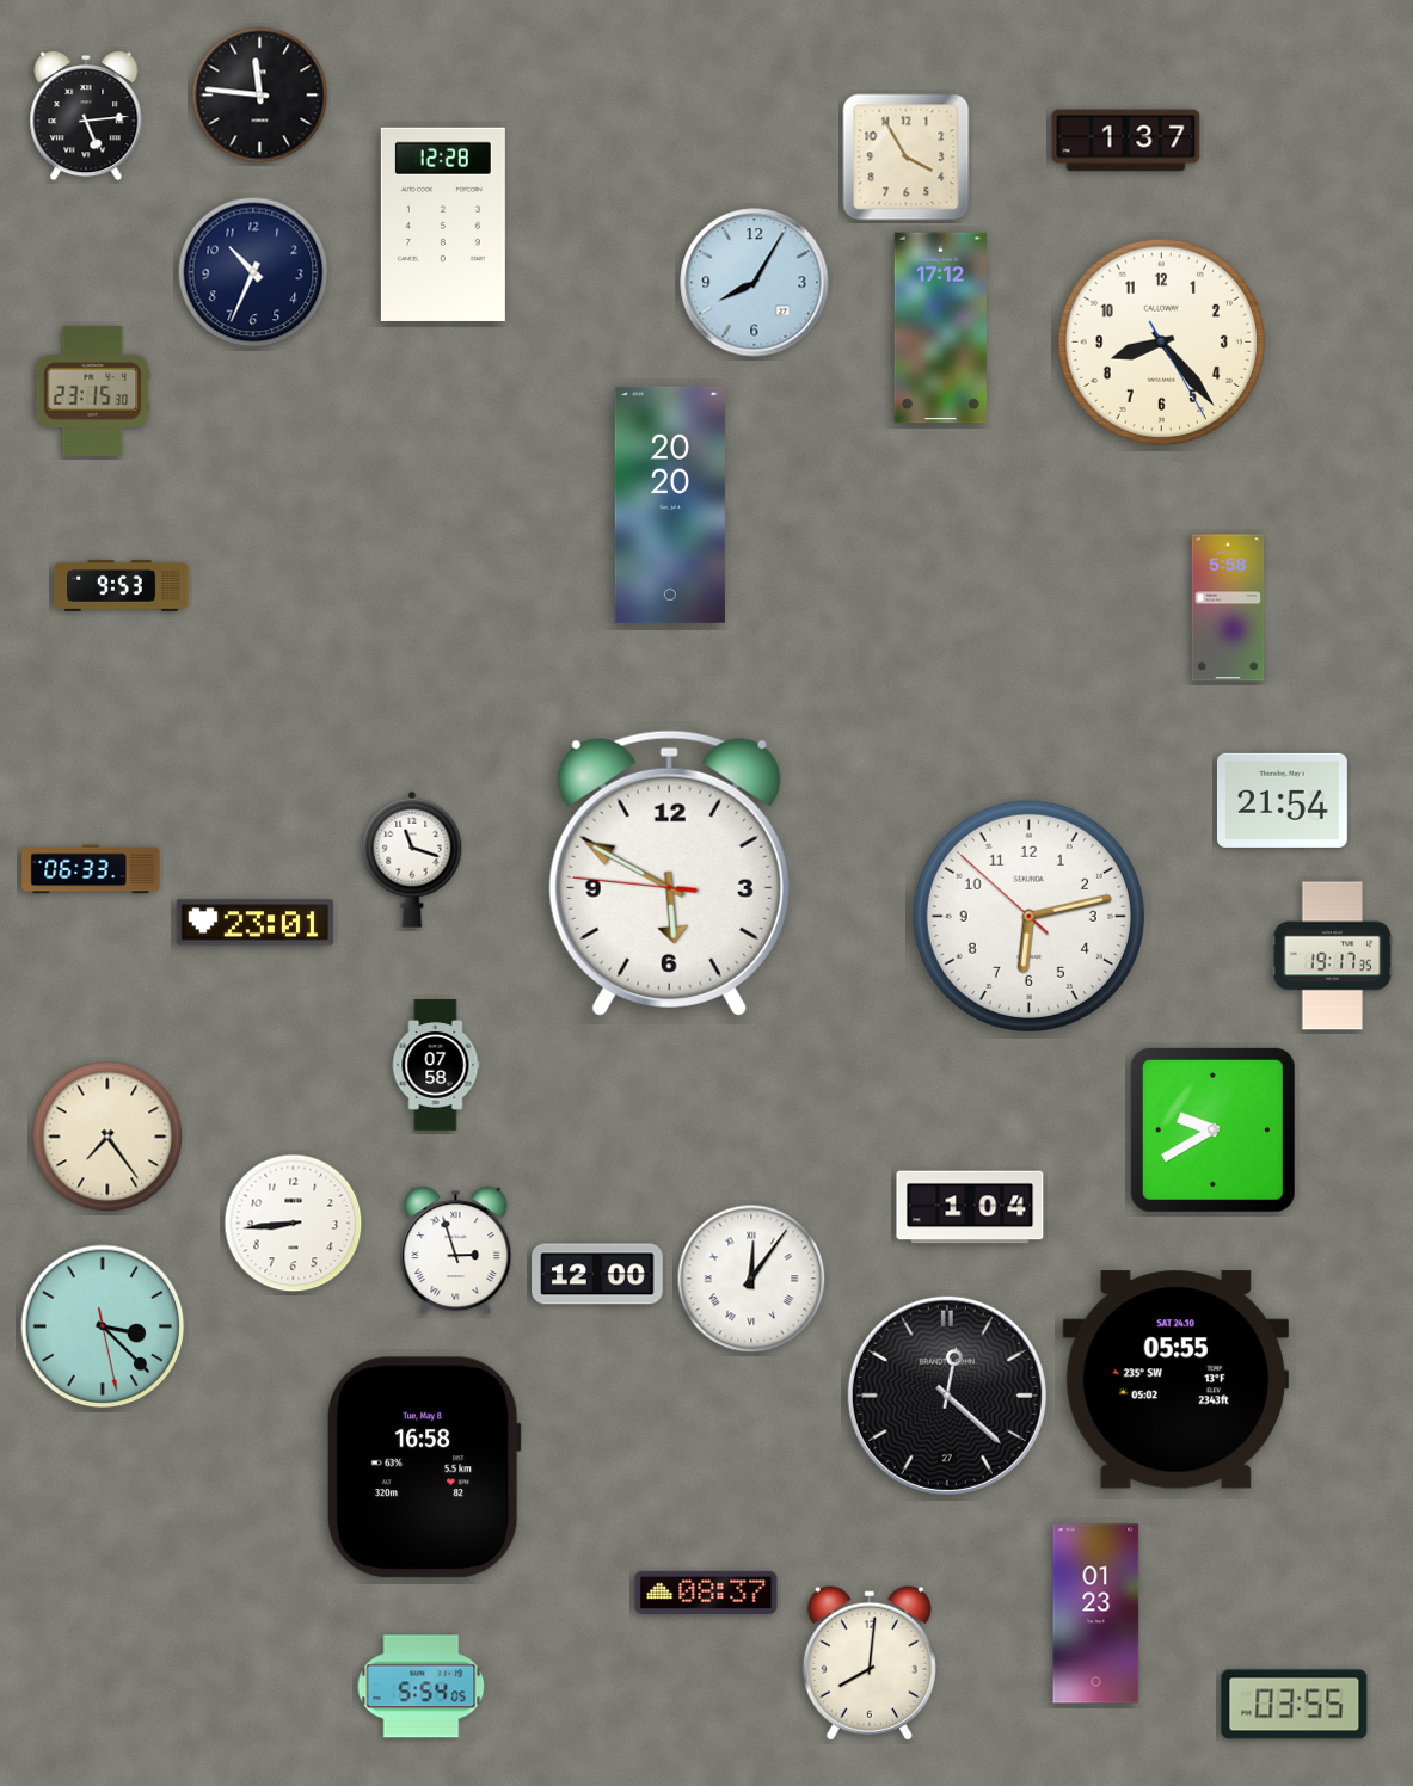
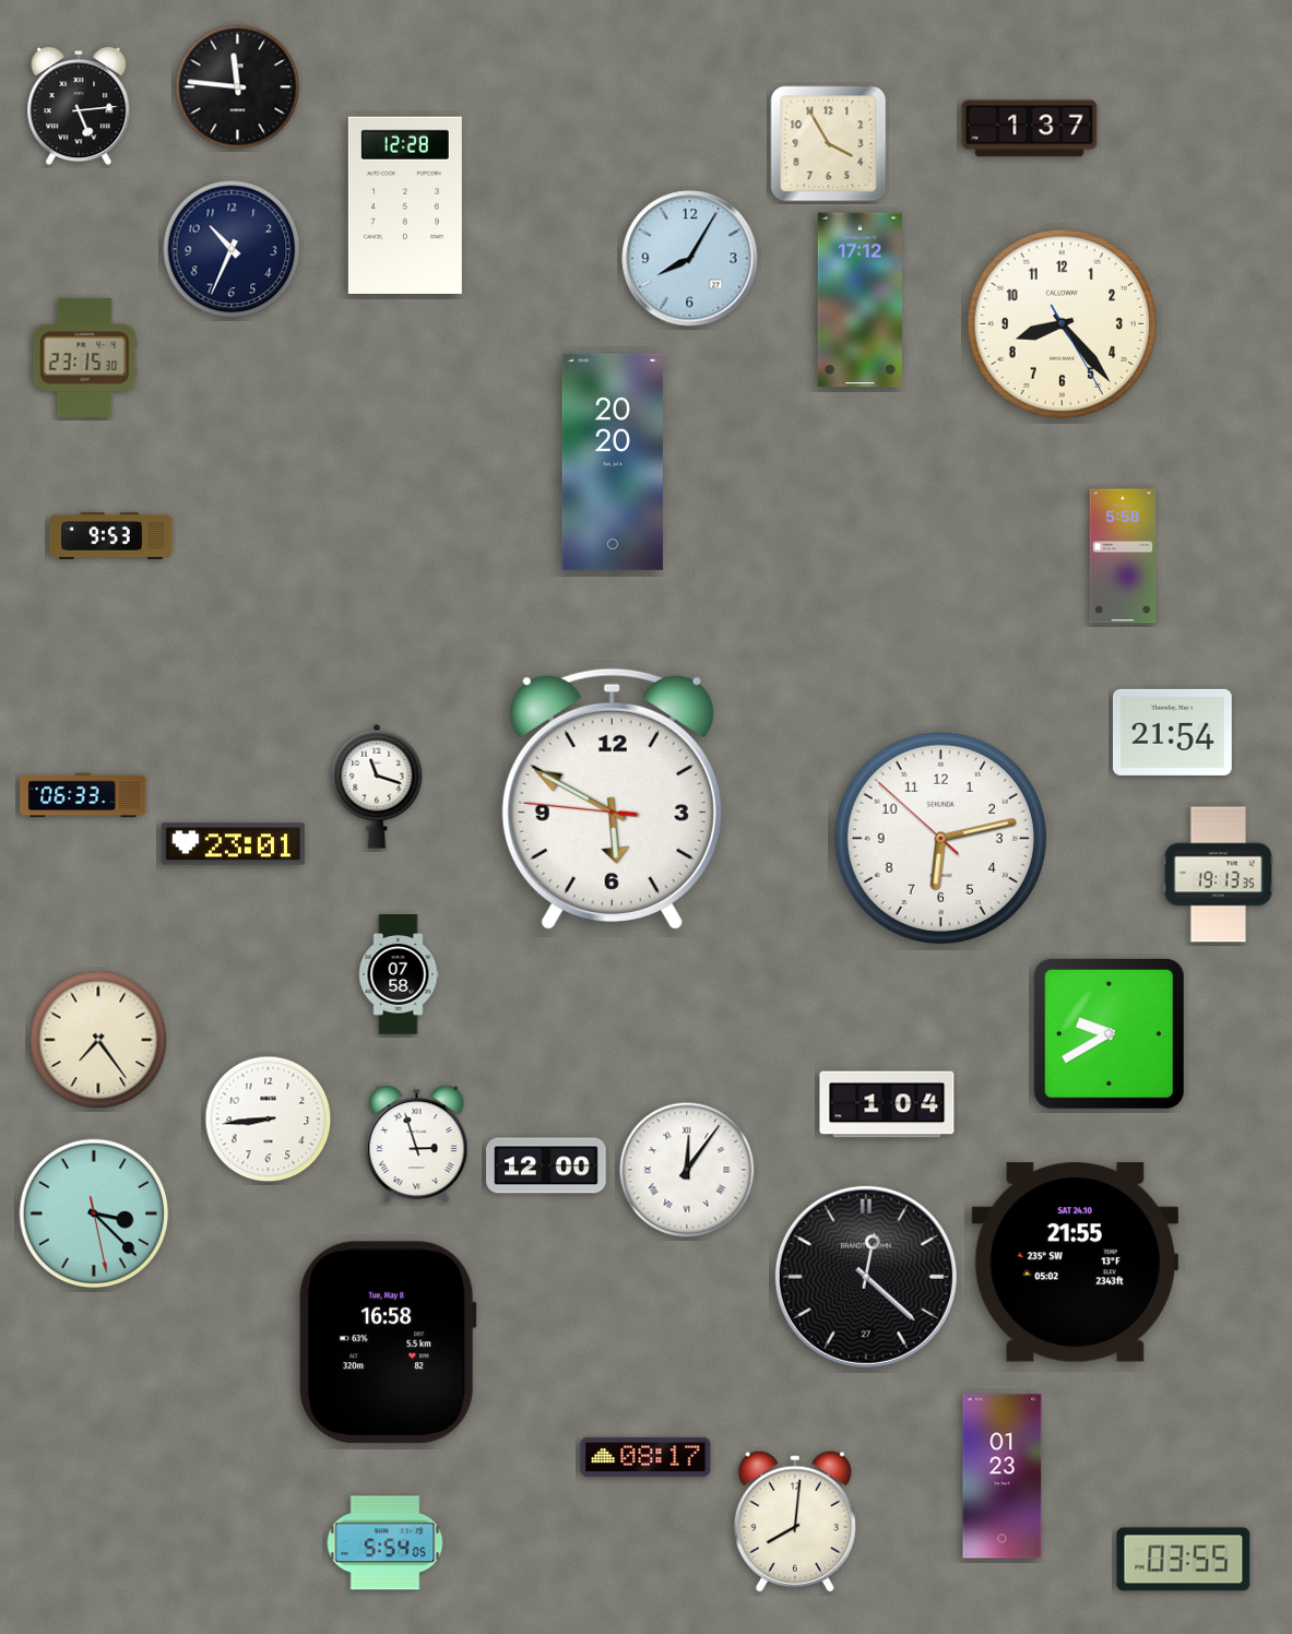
clock at (1161, 341) position: (1161, 341) -> (1062, 323)
clock at (1333, 956): 19:17 -> 19:13
clock at (1175, 1380): 05:55 -> 21:55
clock at (706, 1593): 08:37 -> 08:17
